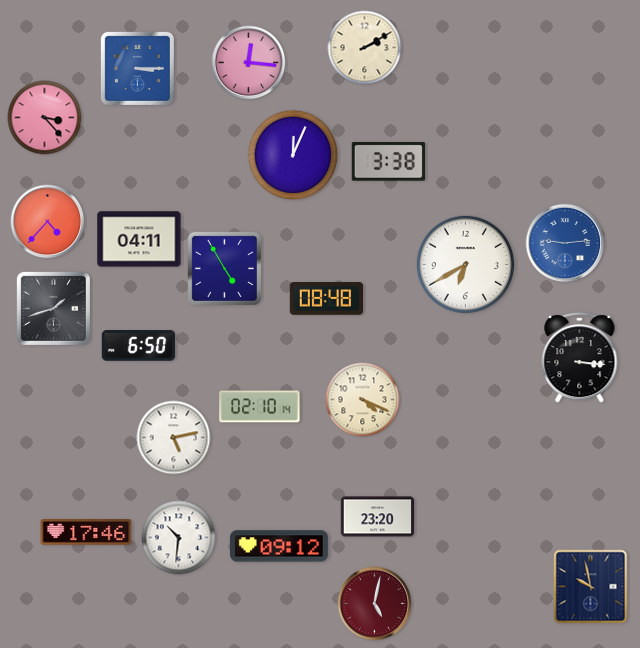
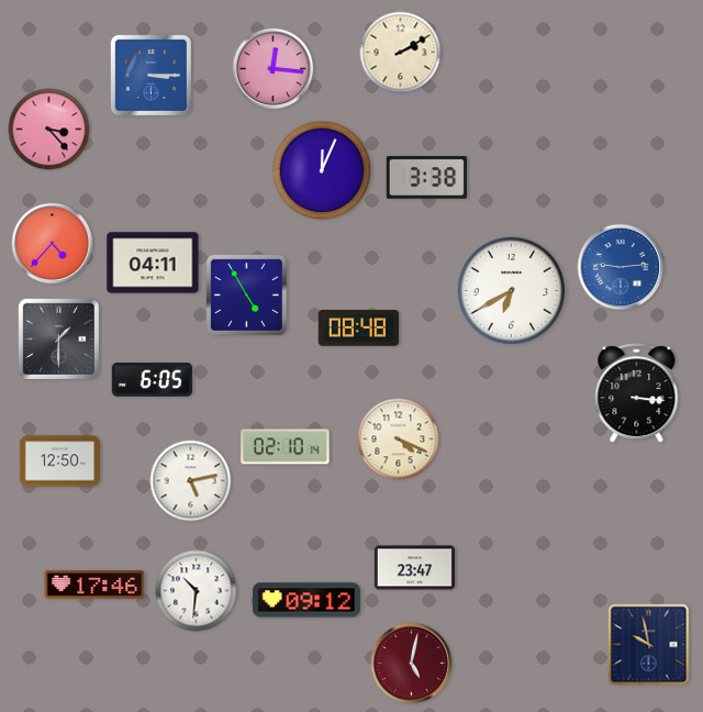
clock at (53, 308): 1:42 -> 1:30
clock at (139, 346): 6:50 -> 6:05
clock at (60, 461): none -> 12:50
clock at (378, 517): 23:20 -> 23:47
